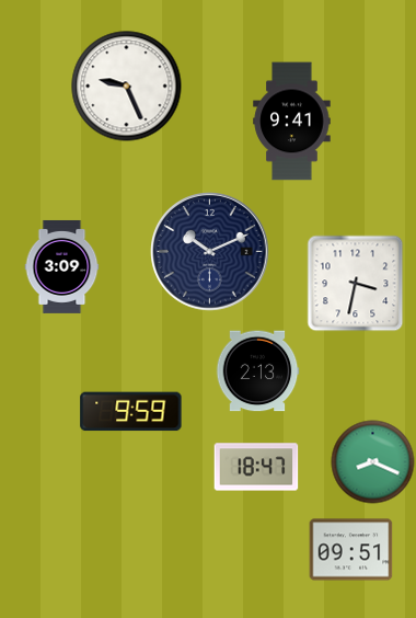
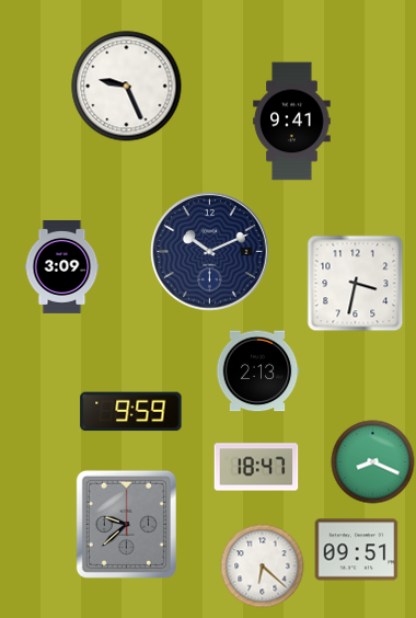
clock at (126, 524): none -> 9:38
clock at (351, 550) position: (351, 550) -> (357, 550)
clock at (263, 566): none -> 6:22
